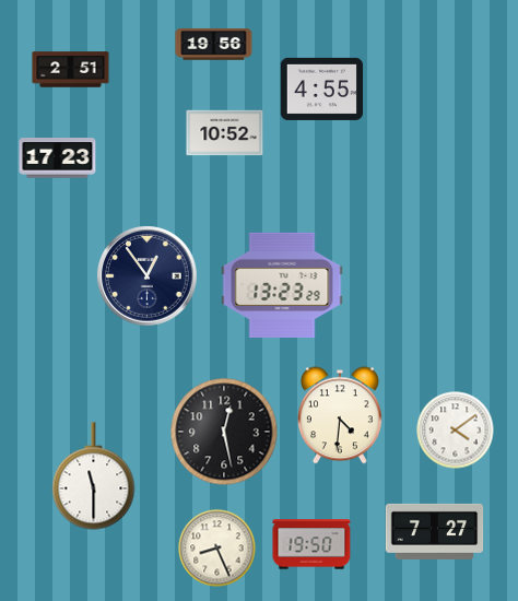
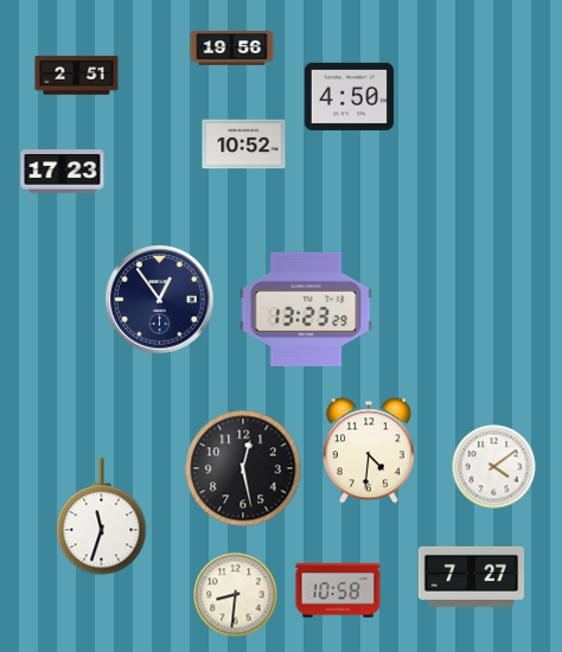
clock at (322, 89): 4:55 -> 4:50
clock at (94, 476): 11:30 -> 11:33
clock at (311, 544): 19:50 -> 10:58
clock at (217, 549): 8:26 -> 8:31
